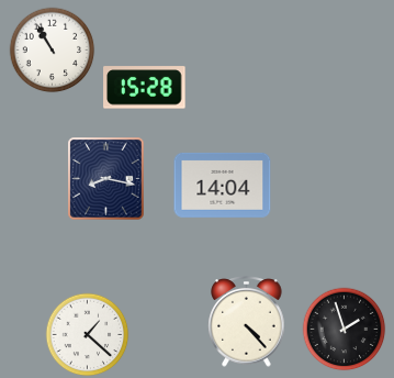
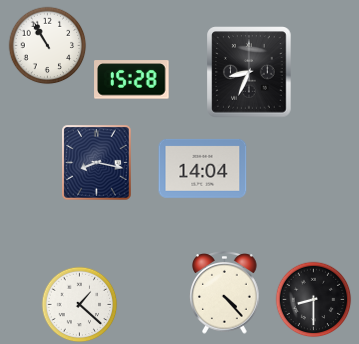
clock at (249, 72): none -> 8:34
clock at (345, 330): 1:57 -> 8:30
